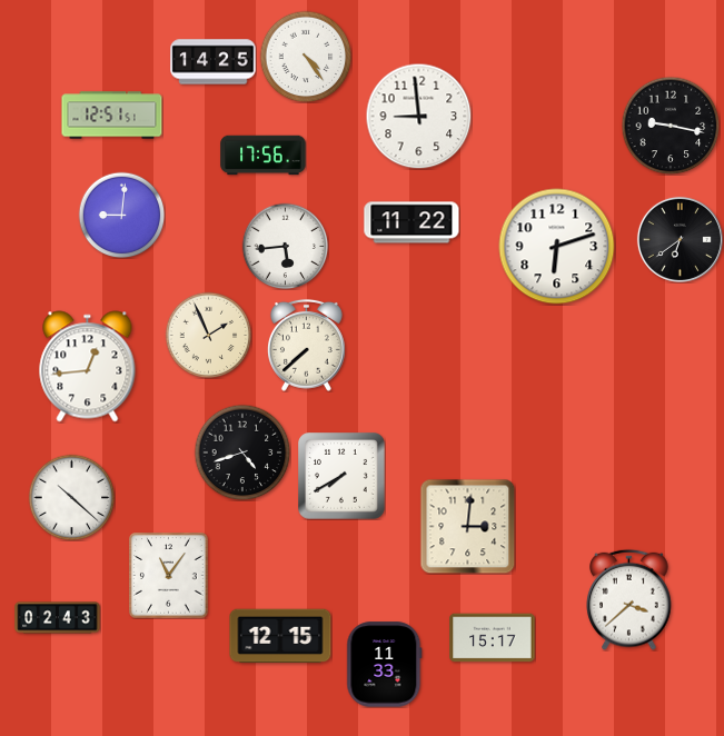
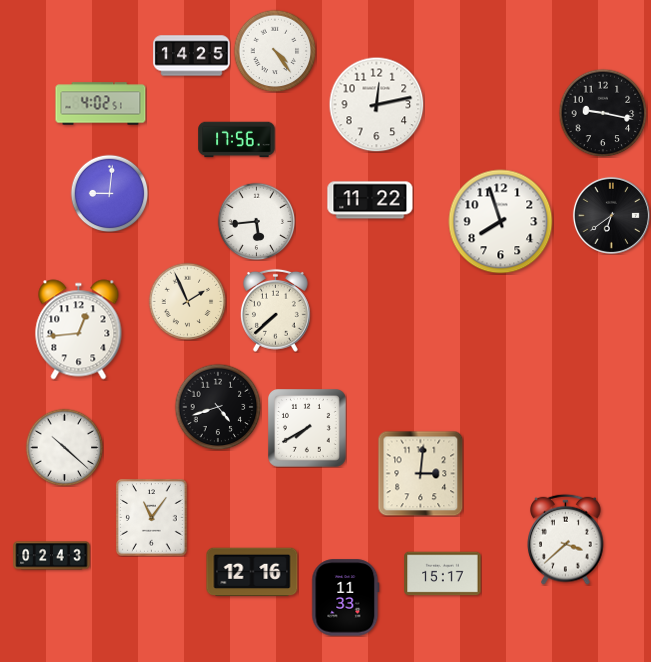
clock at (112, 116): 12:51 -> 4:02
clock at (418, 116): 8:59 -> 12:13
clock at (557, 247): 6:12 -> 7:57
clock at (280, 636): 12:15 -> 12:16
